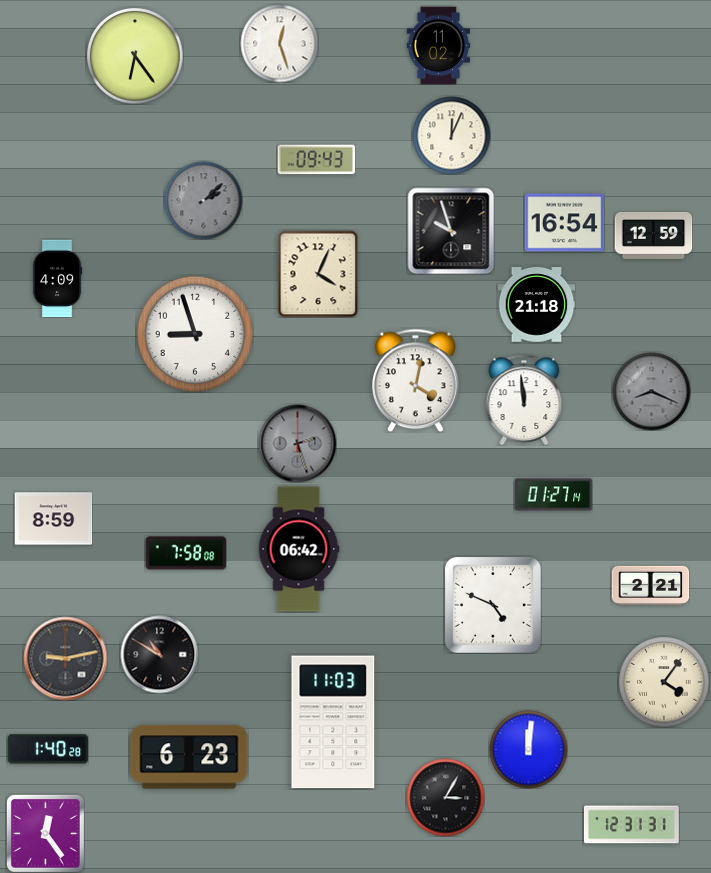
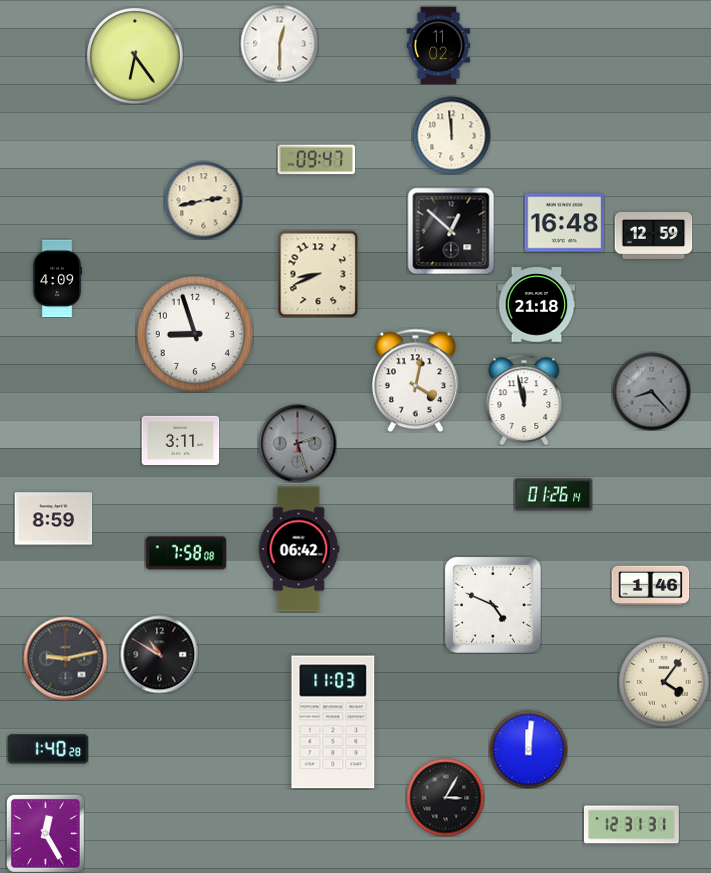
clock at (279, 43): 12:27 -> 12:30
clock at (451, 135): 12:04 -> 11:59
clock at (316, 160): 09:43 -> 09:47
clock at (203, 200): 2:08 -> 2:43
clock at (203, 200) dial: grey -> cream
clock at (564, 223): 16:54 -> 16:48
clock at (451, 231): 9:57 -> 12:52
clock at (318, 274): 4:04 -> 8:41
clock at (651, 391): 8:19 -> 8:23
clock at (524, 399): 11:59 -> 11:58
clock at (180, 440): none -> 3:11
clock at (553, 495): 01:27 -> 01:26
clock at (650, 585): 2:21 -> 1:46
clock at (189, 757): 6:23 -> none
clock at (45, 833): 12:24 -> 12:25
